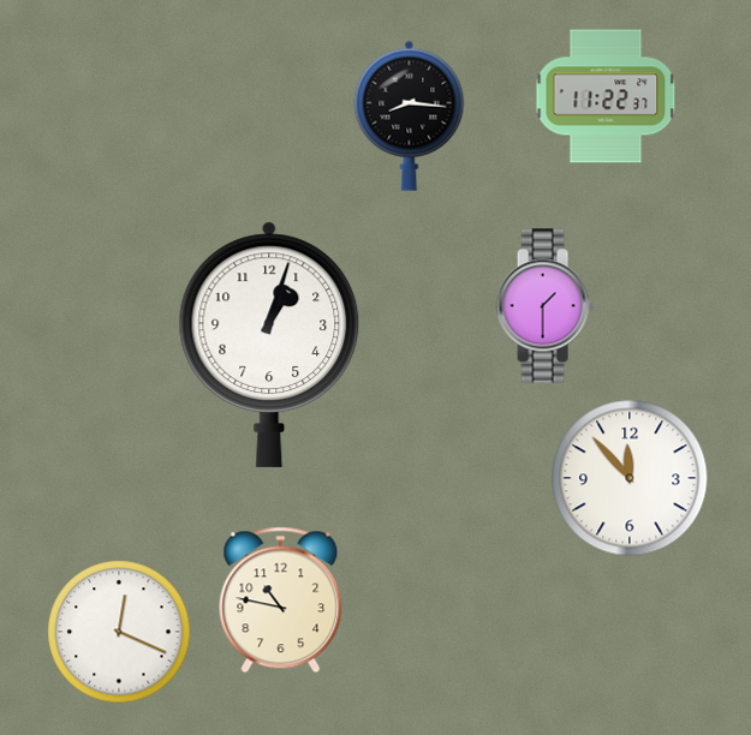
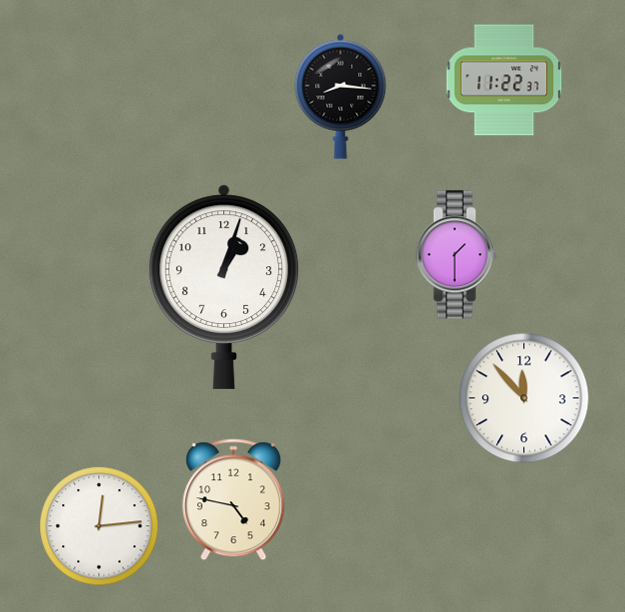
clock at (544, 306) position: (544, 306) -> (456, 255)
clock at (281, 600): 10:47 -> 4:47
clock at (119, 632): 12:19 -> 12:14
